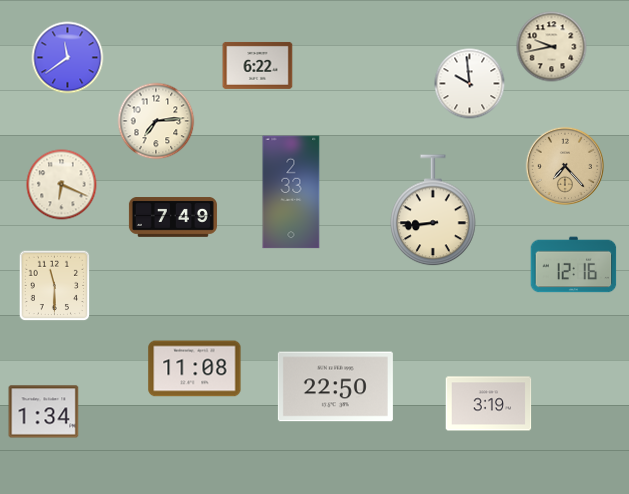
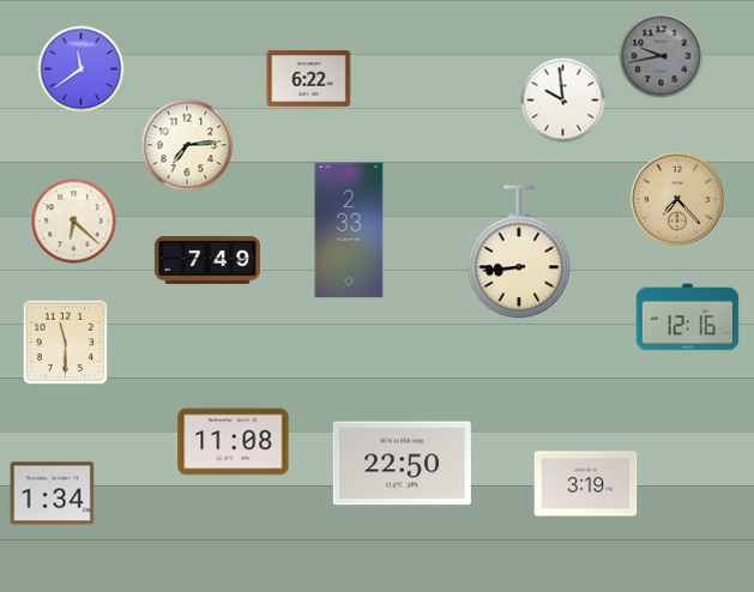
clock at (552, 47) dial: cream -> grey
clock at (62, 185): 6:19 -> 6:22
